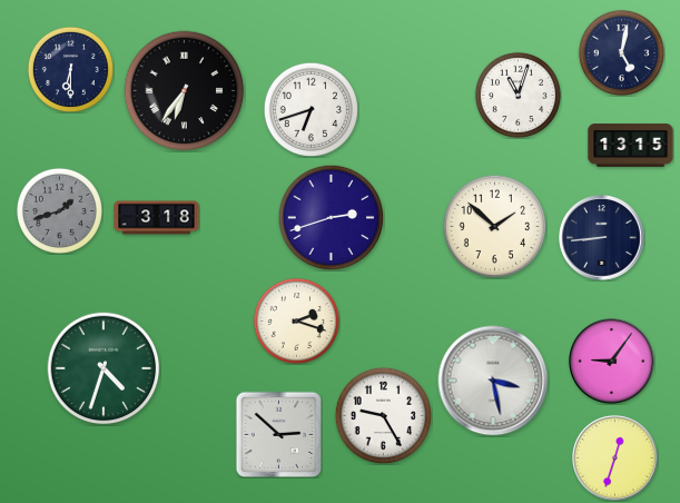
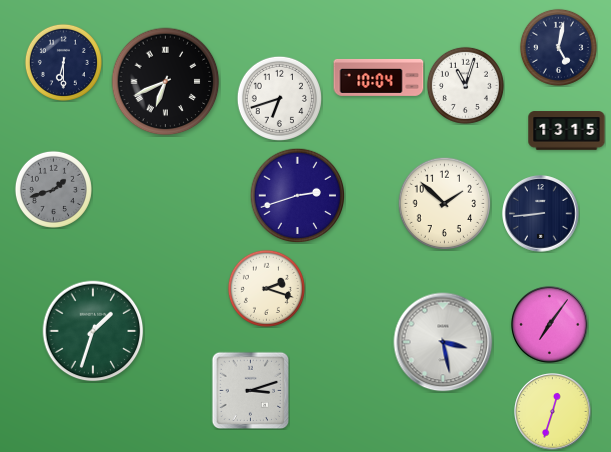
clock at (379, 77): none -> 10:04
clock at (185, 91): 6:36 -> 6:41
clock at (157, 218): 3:18 -> none
clock at (612, 362): 9:06 -> 7:06
clock at (104, 368): 4:33 -> 1:33
clock at (383, 415): 9:25 -> none
clock at (278, 434): 2:52 -> 3:12
